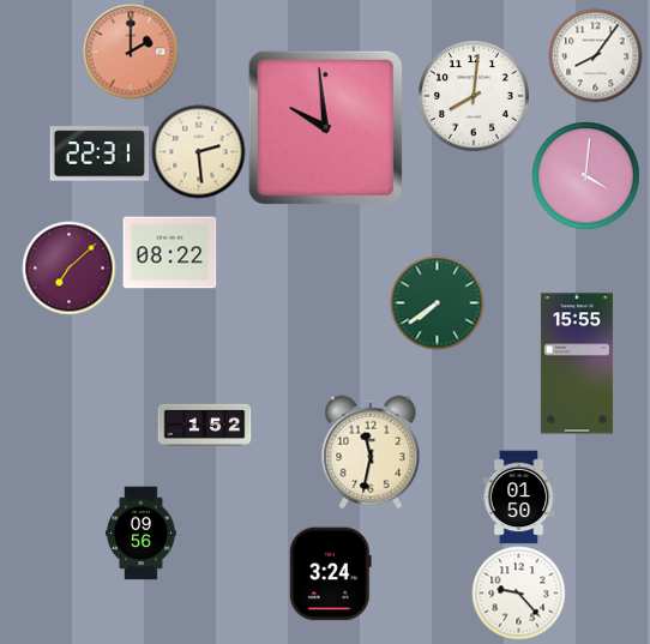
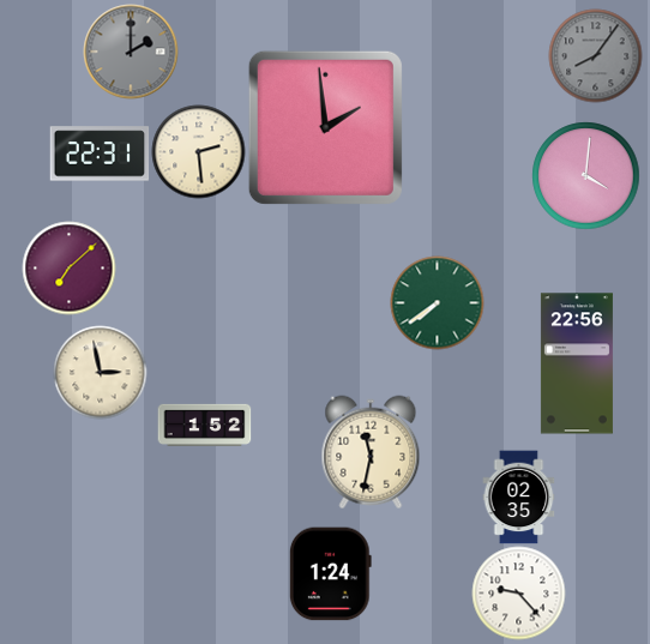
clock at (131, 52) dial: salmon -> grey
clock at (595, 55) dial: white -> grey
clock at (474, 96): 8:01 -> none
clock at (325, 127): 9:59 -> 1:59
clock at (169, 253): 08:22 -> none
clock at (577, 363): 15:55 -> 22:56
clock at (100, 372): none -> 2:58
clock at (519, 496): 01:50 -> 02:35
clock at (140, 532): 09:56 -> none
clock at (330, 573): 3:24 -> 1:24
